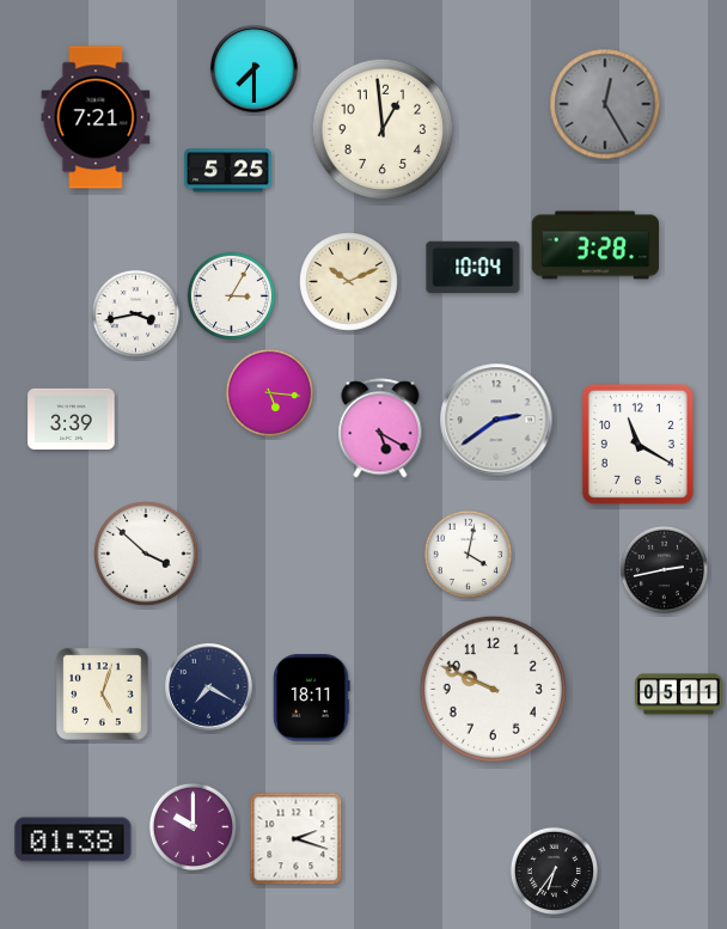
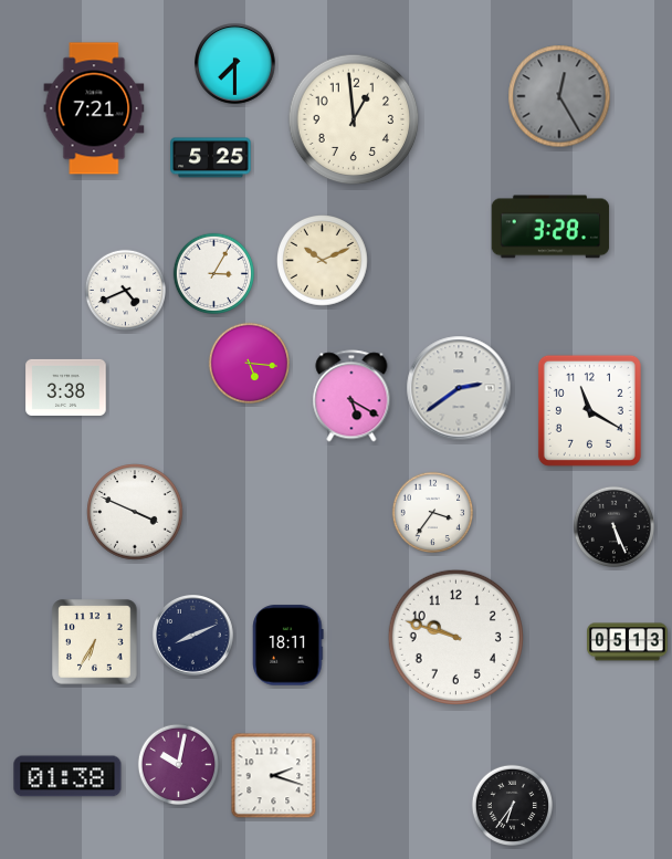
clock at (96, 117) position: (96, 117) -> (94, 108)
clock at (474, 268): 10:04 -> none
clock at (135, 313): 3:43 -> 4:41
clock at (72, 418): 3:39 -> 3:38
clock at (146, 554): 3:52 -> 3:49
clock at (468, 554): 4:02 -> 3:36
clock at (664, 569): 2:43 -> 5:26
clock at (209, 687): 7:20 -> 8:11
clock at (493, 689): 9:49 -> 9:48
clock at (103, 695): 5:03 -> 6:35
clock at (679, 695): 05:11 -> 05:13
clock at (193, 826): 10:00 -> 10:02
